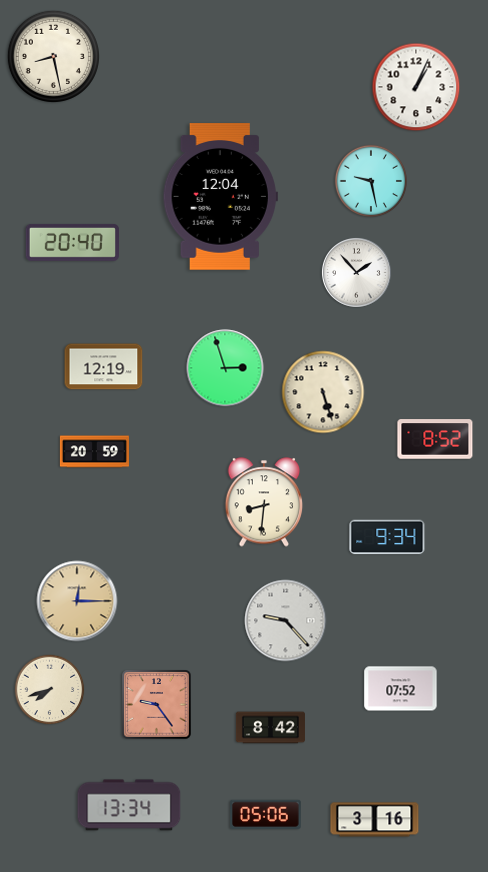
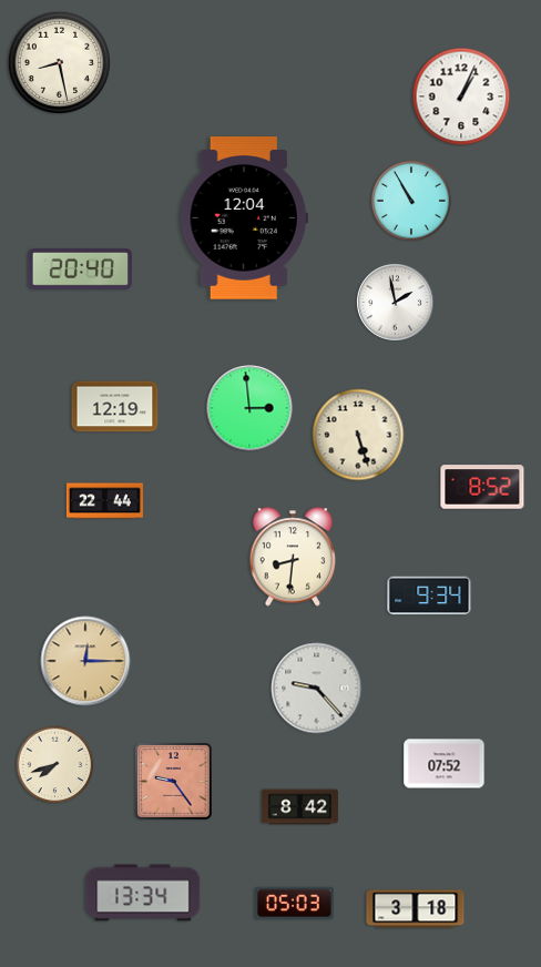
clock at (371, 181): 9:28 -> 10:55
clock at (356, 272): 1:53 -> 1:58
clock at (225, 368): 2:57 -> 2:59
clock at (94, 452): 20:59 -> 22:44
clock at (77, 601) position: (77, 601) -> (85, 661)
clock at (266, 814): 05:06 -> 05:03
clock at (375, 820): 3:16 -> 3:18
